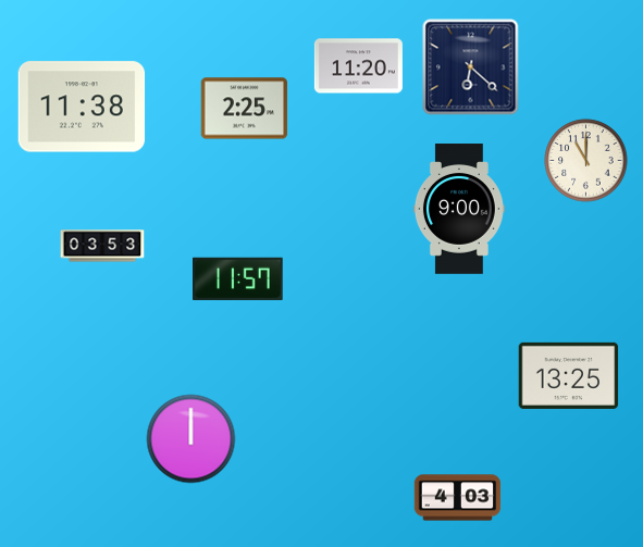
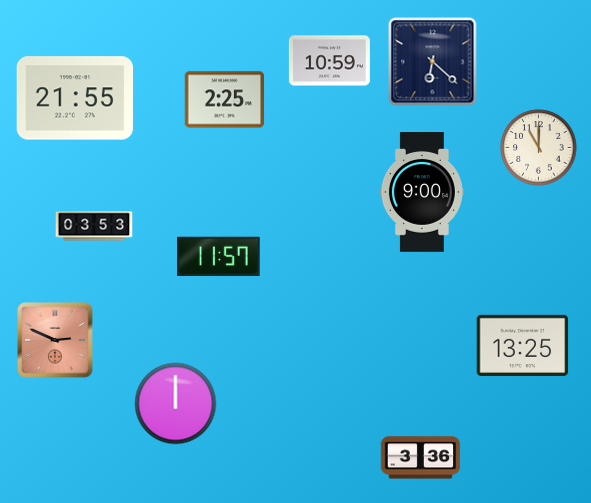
clock at (358, 66): 11:20 -> 10:59
clock at (82, 107): 11:38 -> 21:55
clock at (55, 340): none -> 2:49
clock at (458, 498): 4:03 -> 3:36
